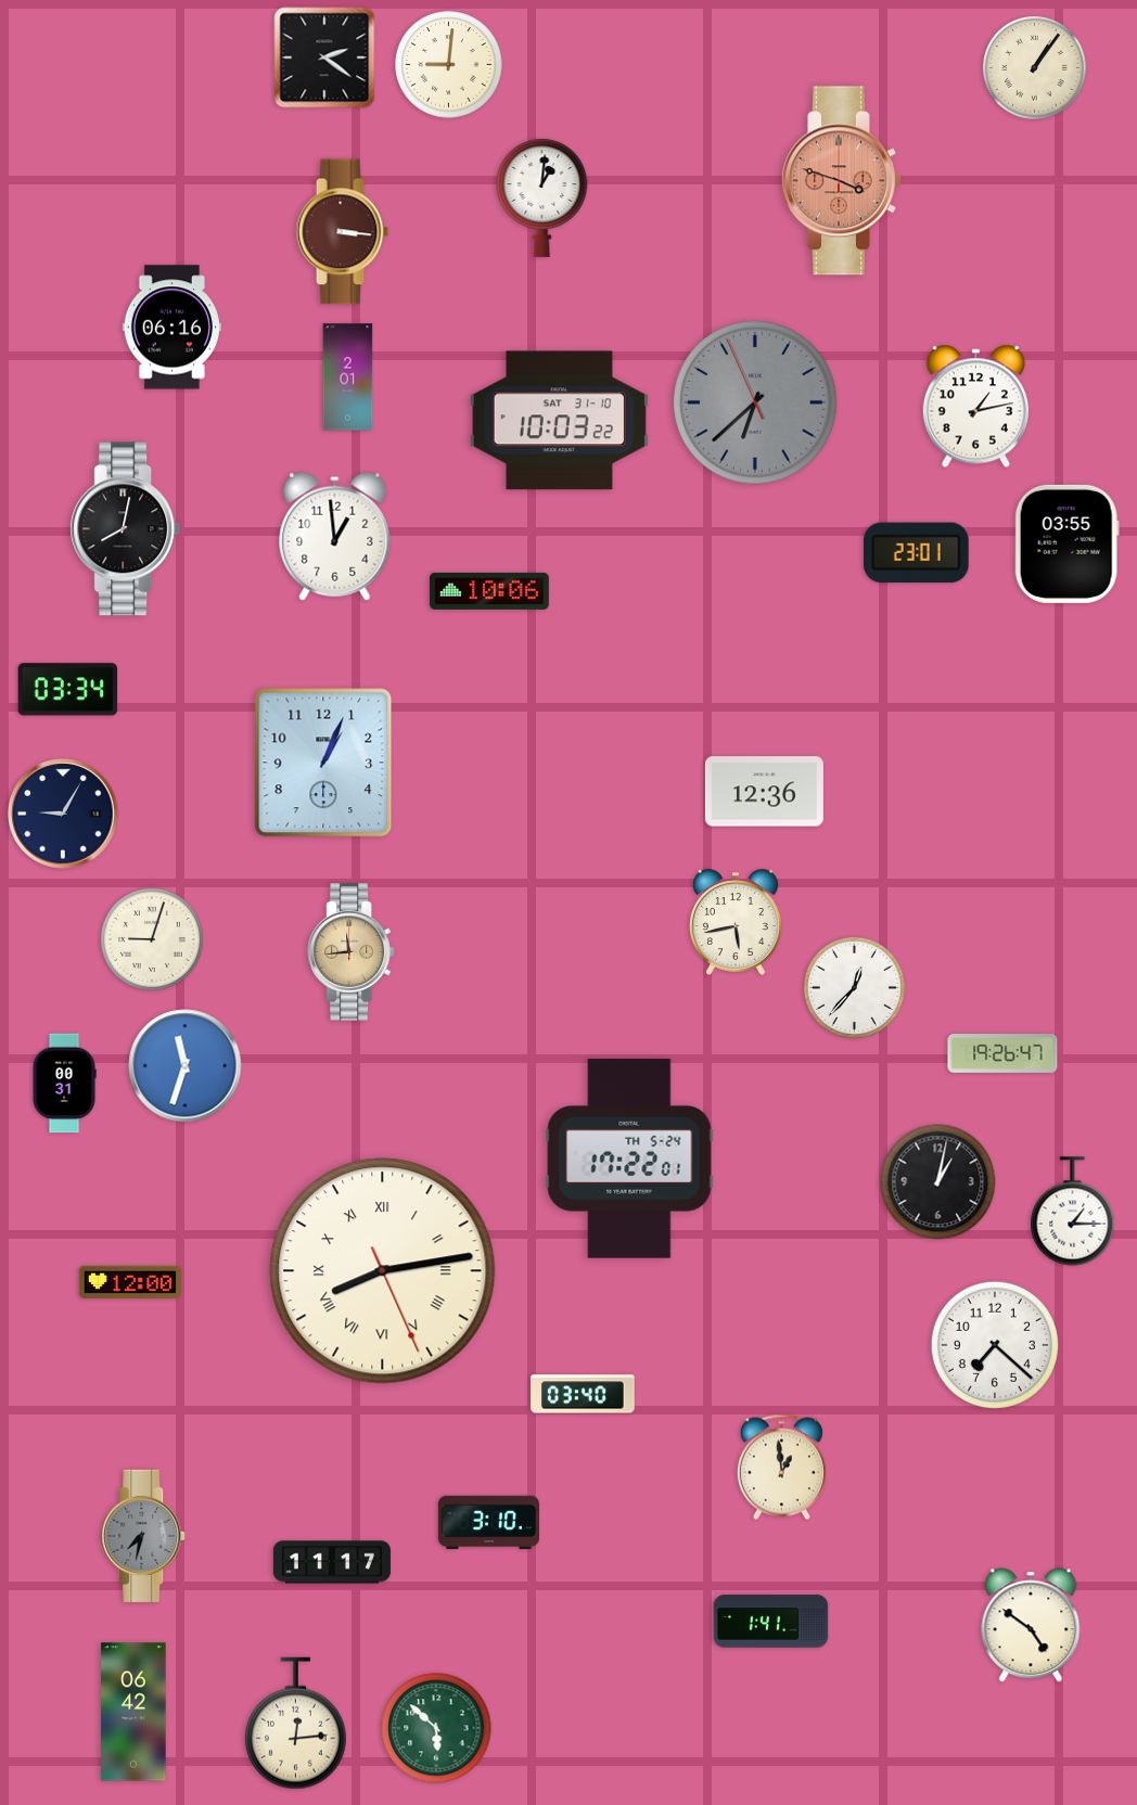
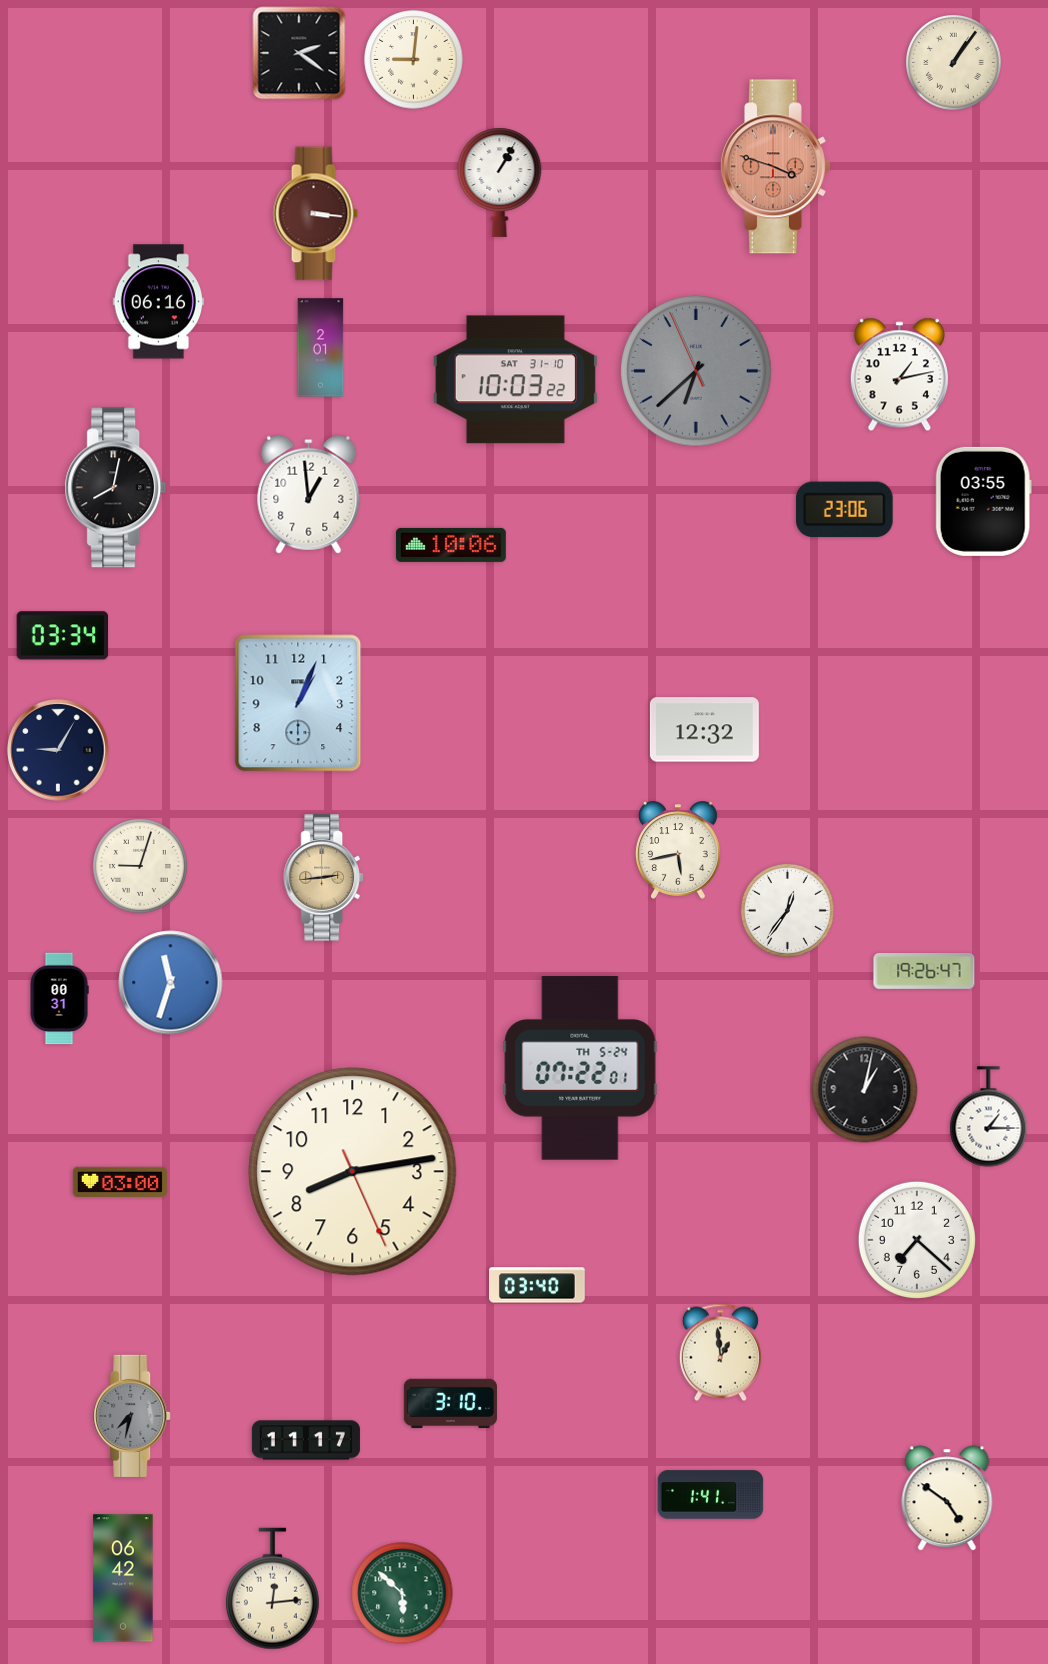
clock at (542, 197): 1:01 -> 1:05
clock at (559, 421) position: (559, 421) -> (515, 380)
clock at (917, 553): 23:01 -> 23:06
clock at (764, 792): 12:36 -> 12:32
clock at (352, 952): 11:44 -> 2:44
clock at (854, 987): 12:37 -> 12:36
clock at (629, 1158): 17:22 -> 07:22
clock at (383, 1271) numerals: Roman -> Arabic
clock at (130, 1282): 12:00 -> 03:00
clock at (1031, 1625) position: (1031, 1625) -> (947, 1498)
